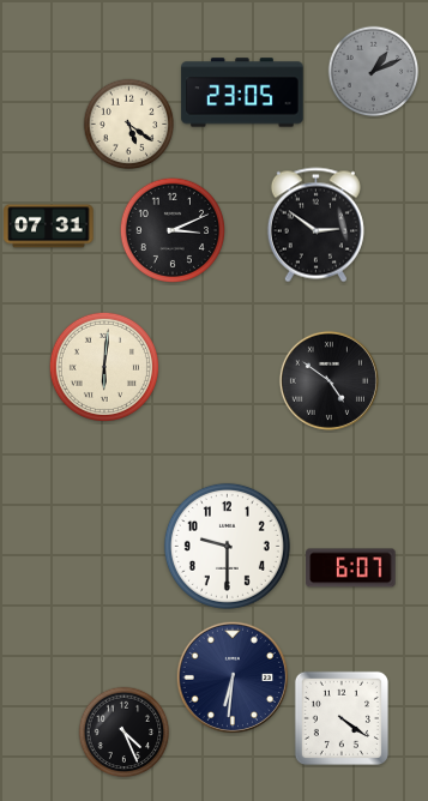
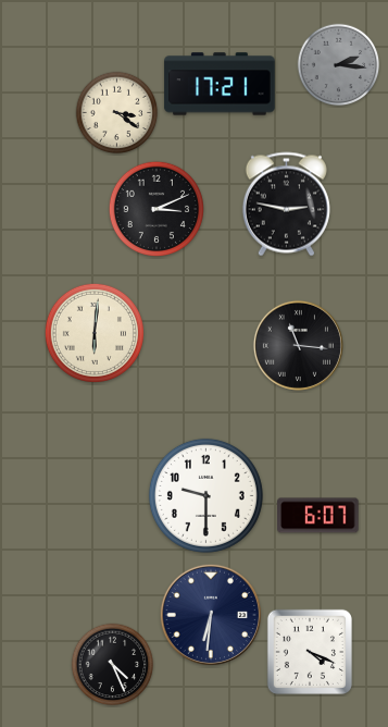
clock at (374, 72): 1:11 -> 2:16
clock at (242, 92): 23:05 -> 17:21
clock at (129, 125): 5:21 -> 3:21
clock at (315, 225): 2:51 -> 2:47
clock at (49, 227): 07:31 -> none
clock at (328, 380): 4:51 -> 11:16
clock at (342, 718): 4:21 -> 4:19
